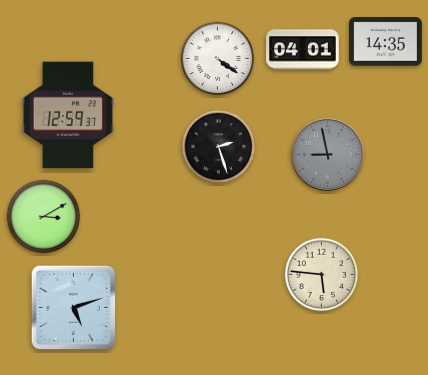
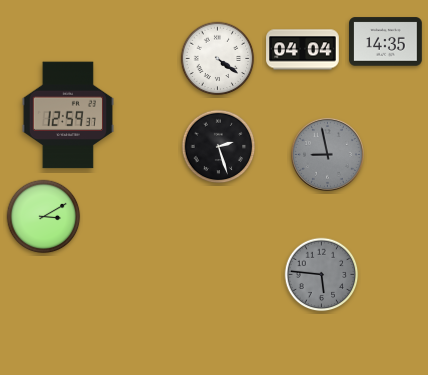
clock at (303, 50): 04:01 -> 04:04
clock at (322, 275) dial: cream -> grey
clock at (74, 308): 5:12 -> none
